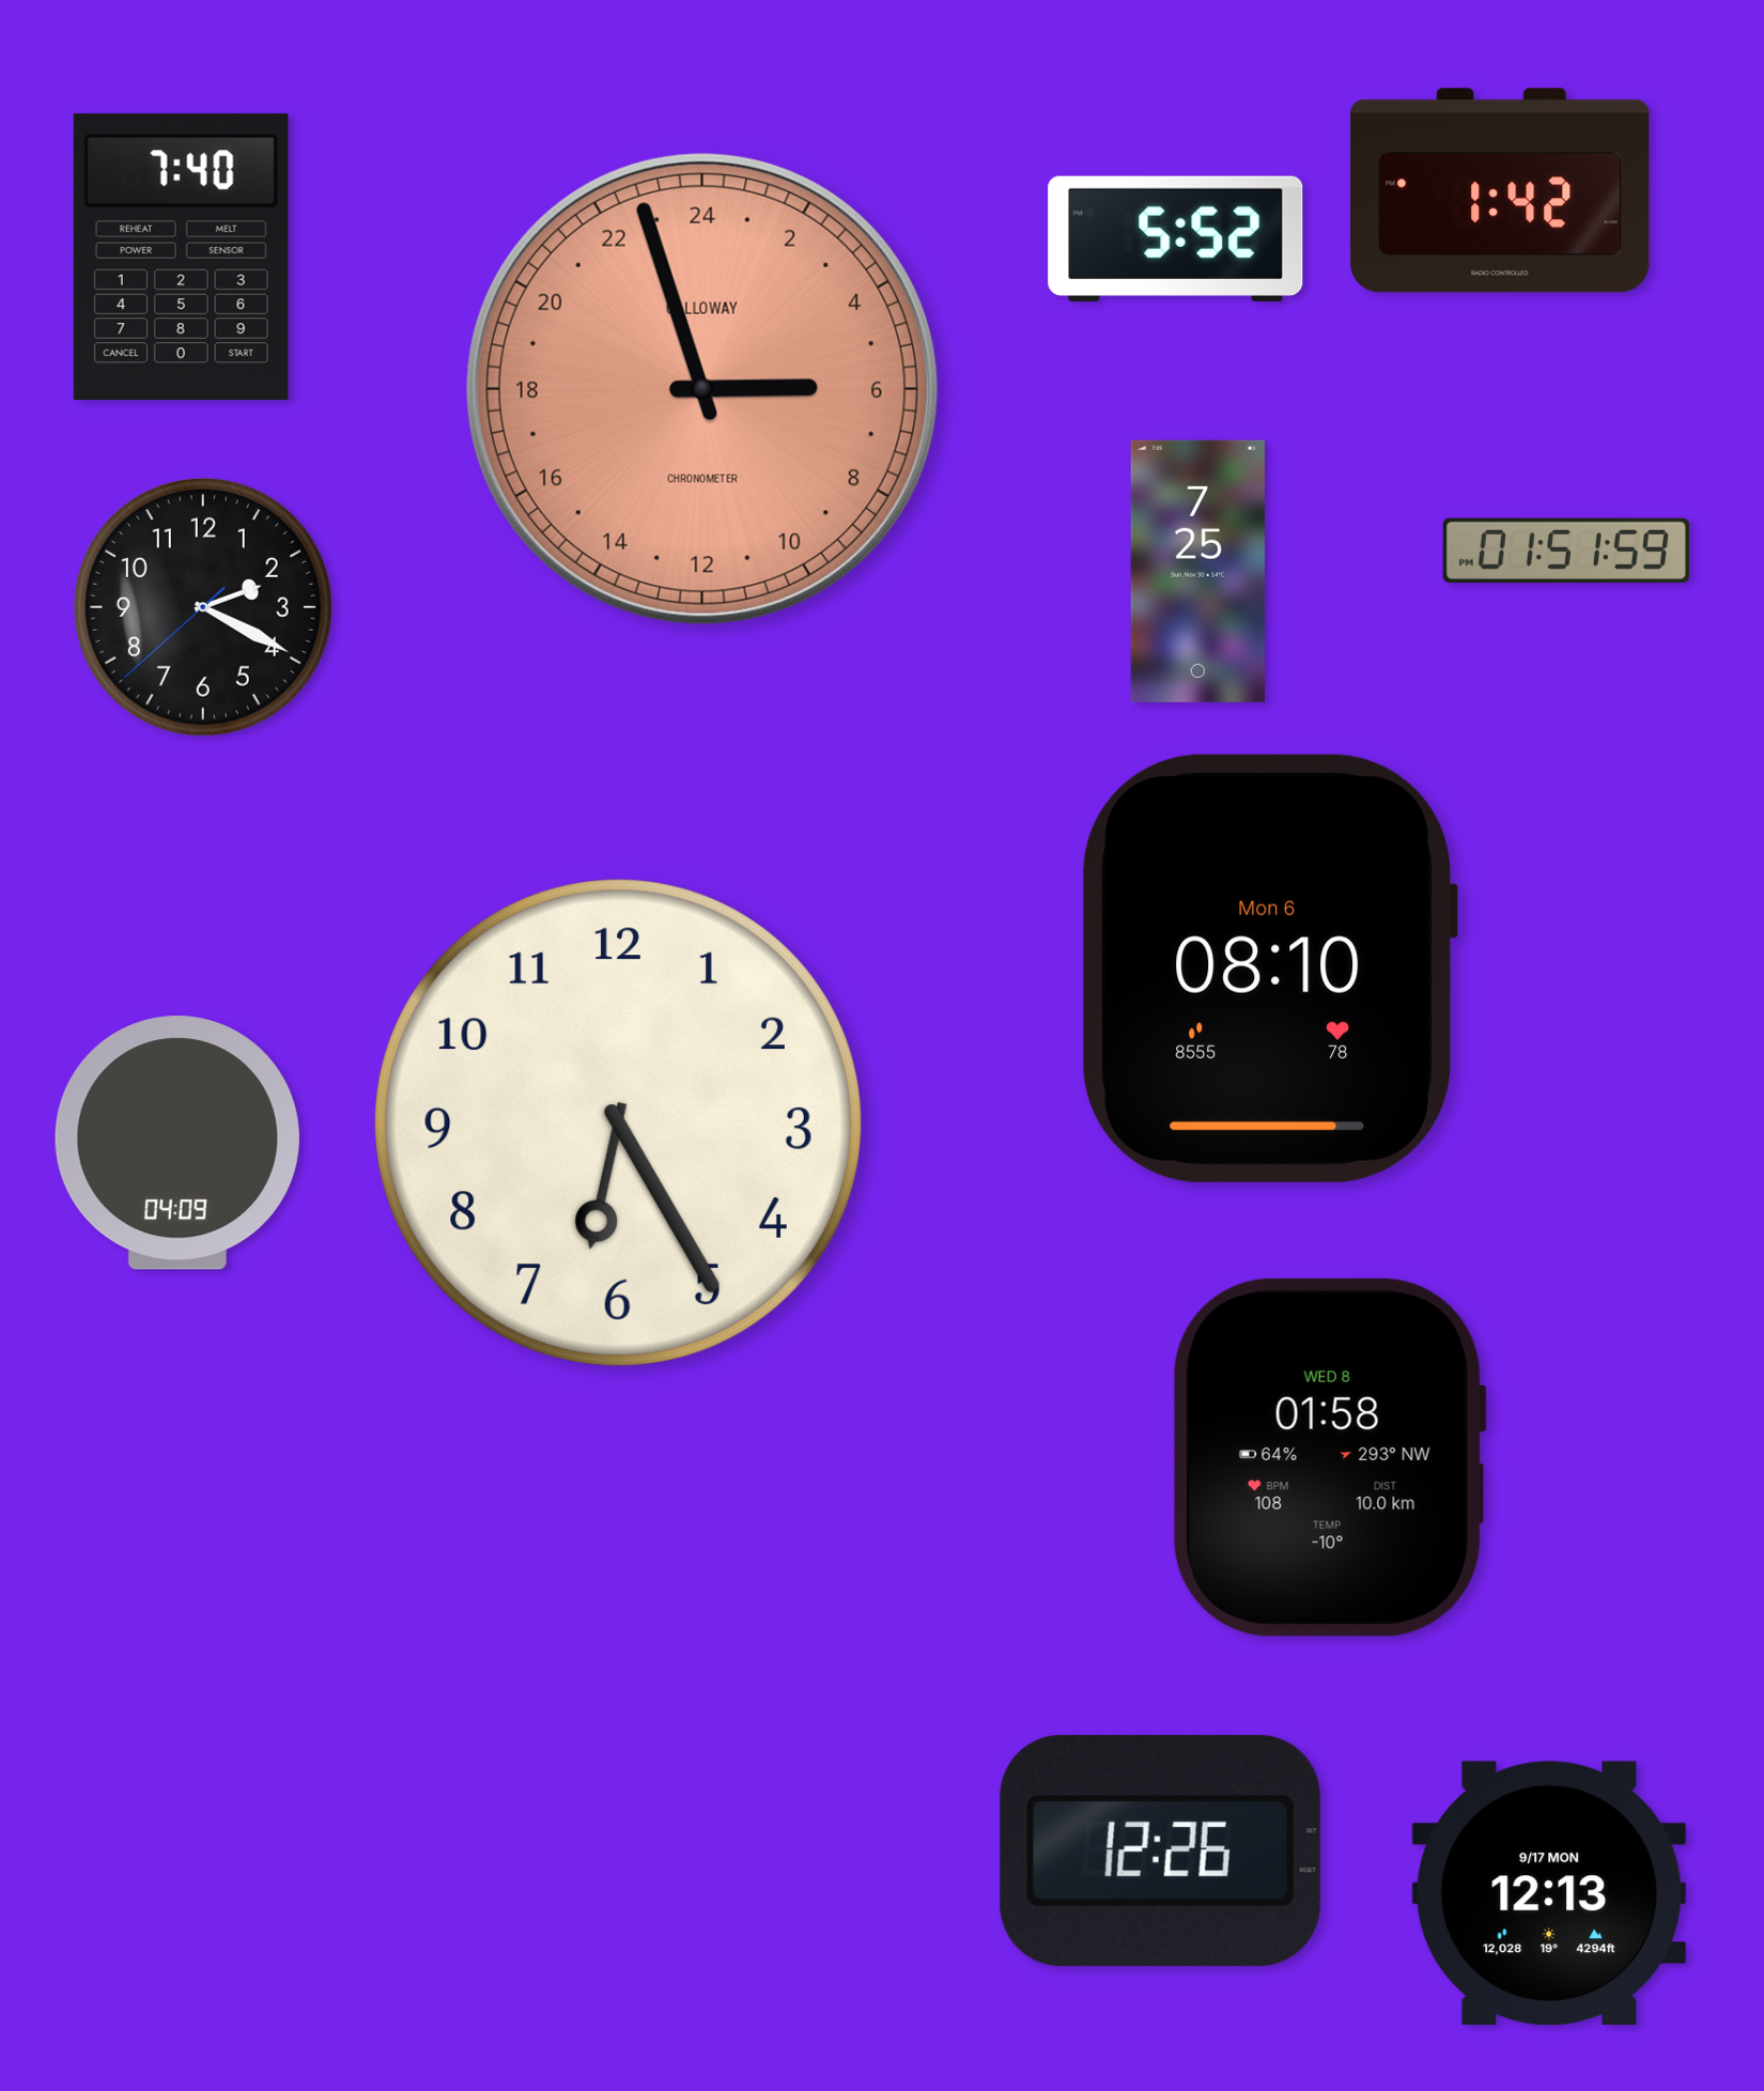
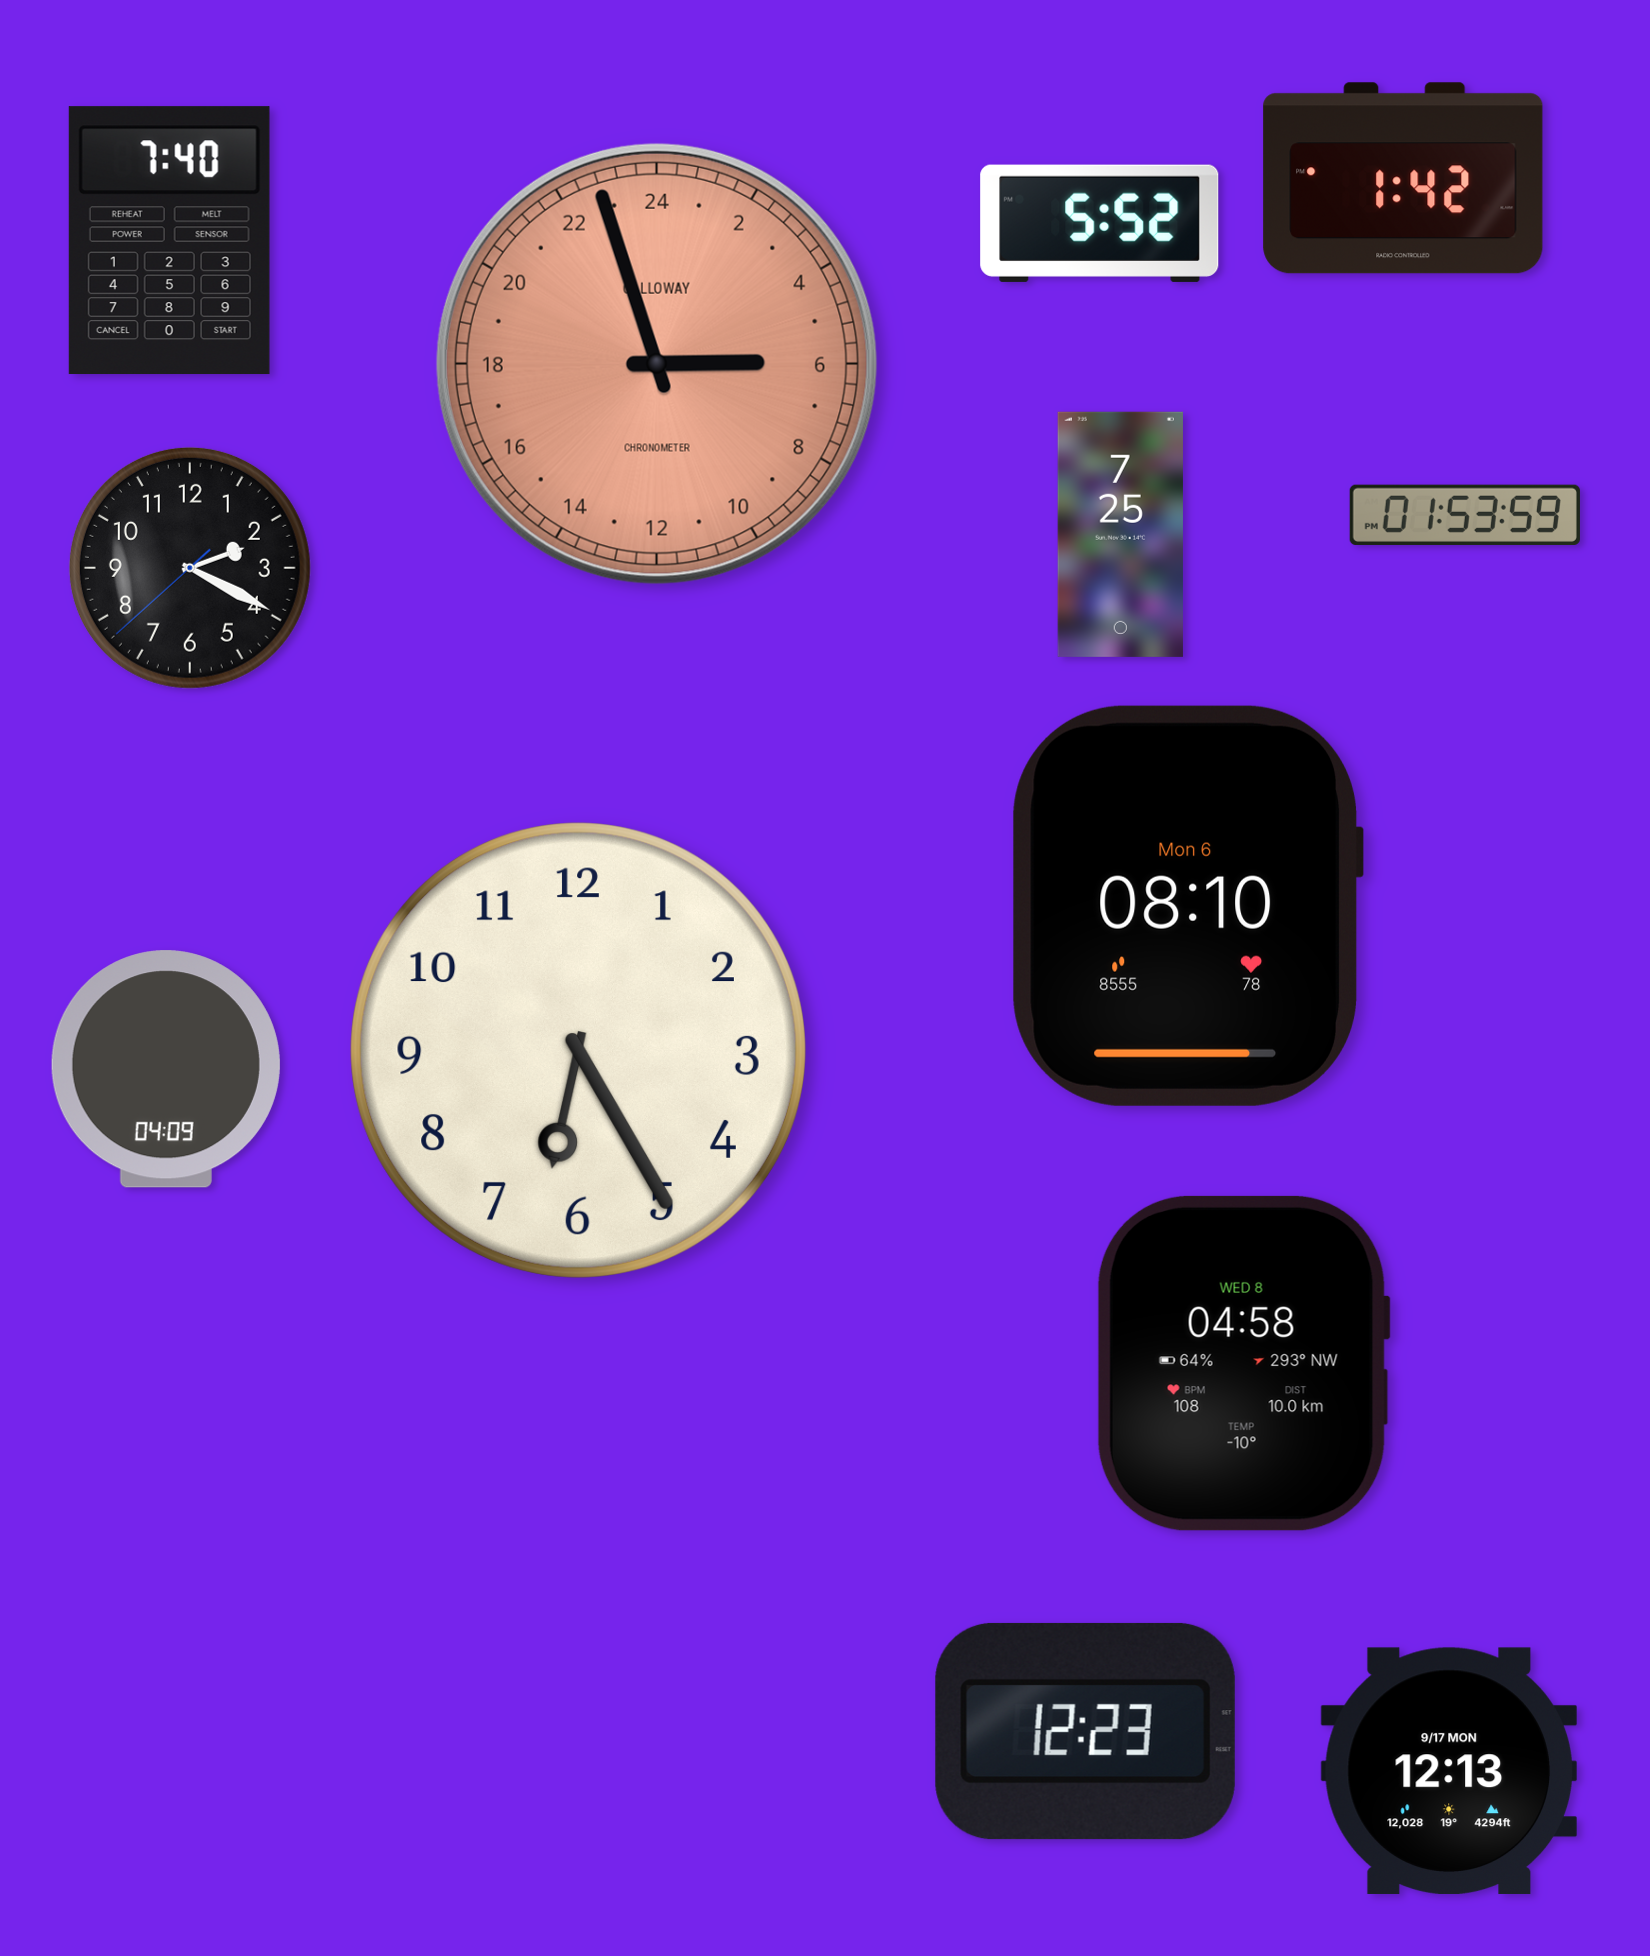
clock at (1566, 551): 01:51 -> 01:53
clock at (1329, 1457): 01:58 -> 04:58
clock at (1160, 1850): 12:26 -> 12:23
